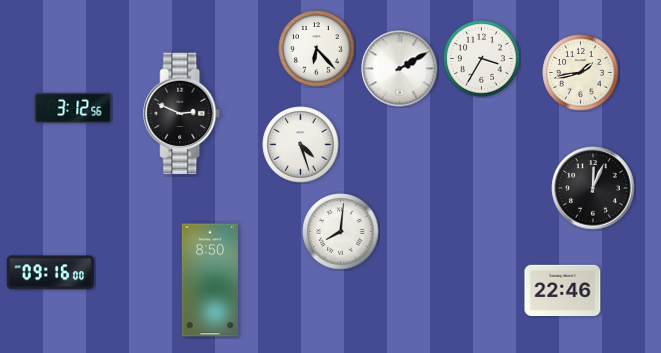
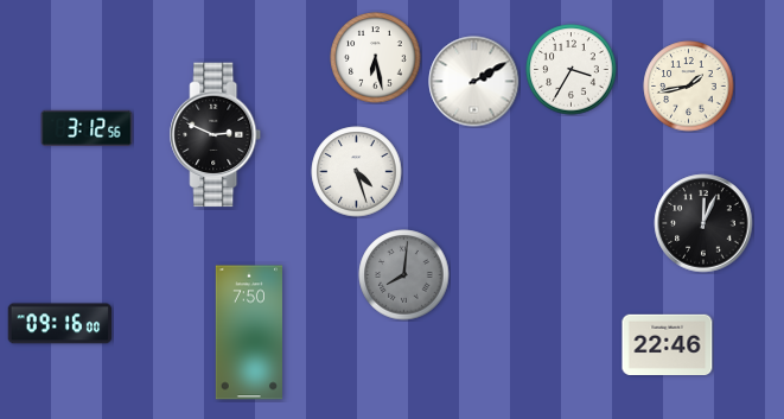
clock at (317, 49): 6:23 -> 6:28
clock at (341, 232) dial: white -> grey
clock at (209, 280): 8:50 -> 7:50
